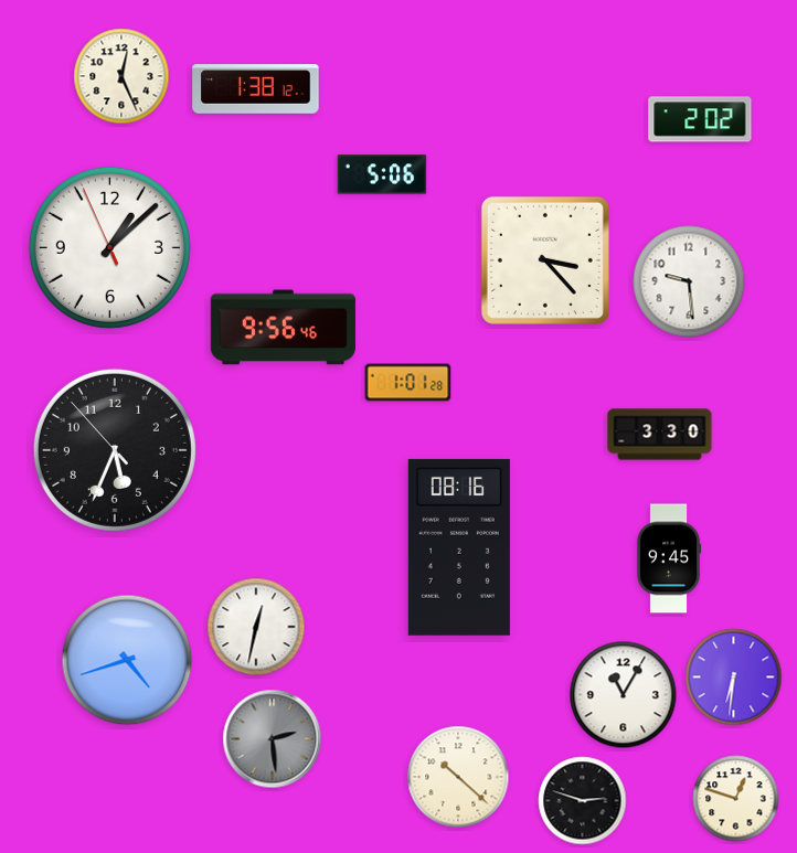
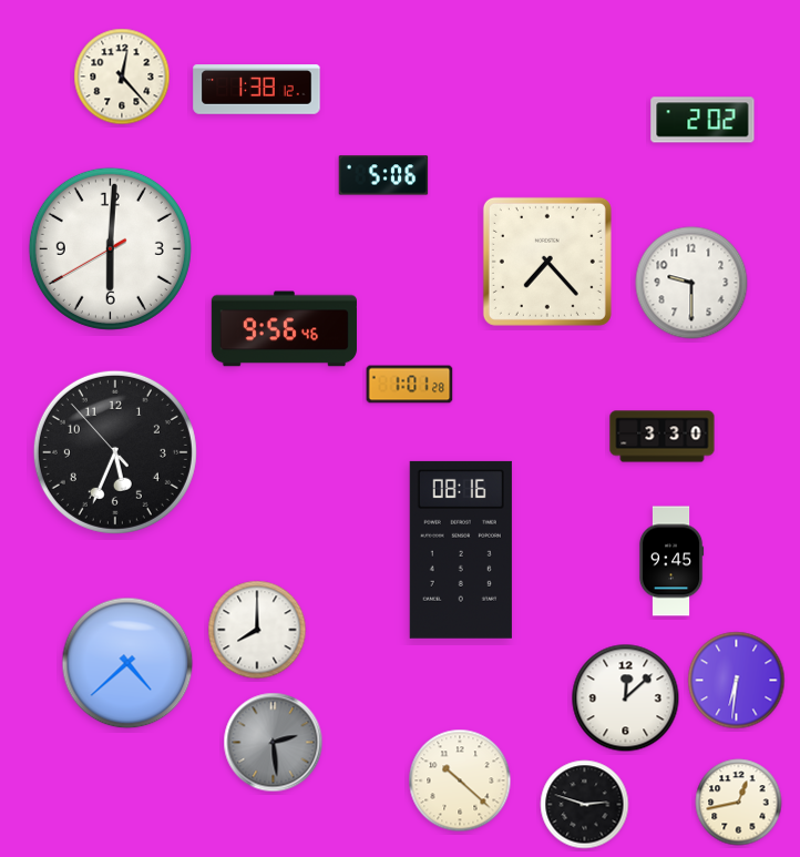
clock at (121, 76): 12:26 -> 12:23
clock at (109, 247): 1:07 -> 6:00
clock at (545, 260): 3:23 -> 7:23
clock at (689, 281): 9:29 -> 9:30
clock at (256, 627): 12:32 -> 8:00
clock at (127, 660): 4:42 -> 4:38
clock at (624, 695): 11:05 -> 12:08
clock at (736, 799): 12:48 -> 12:43
